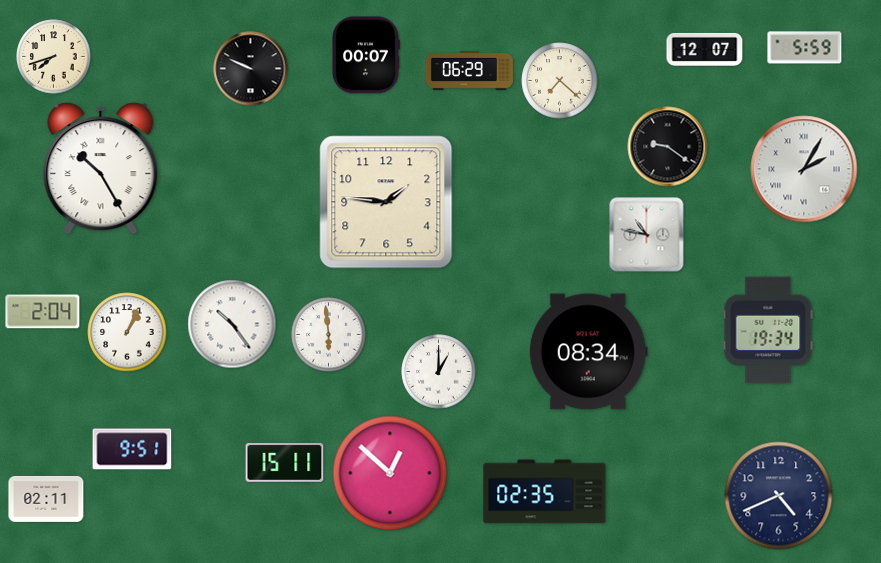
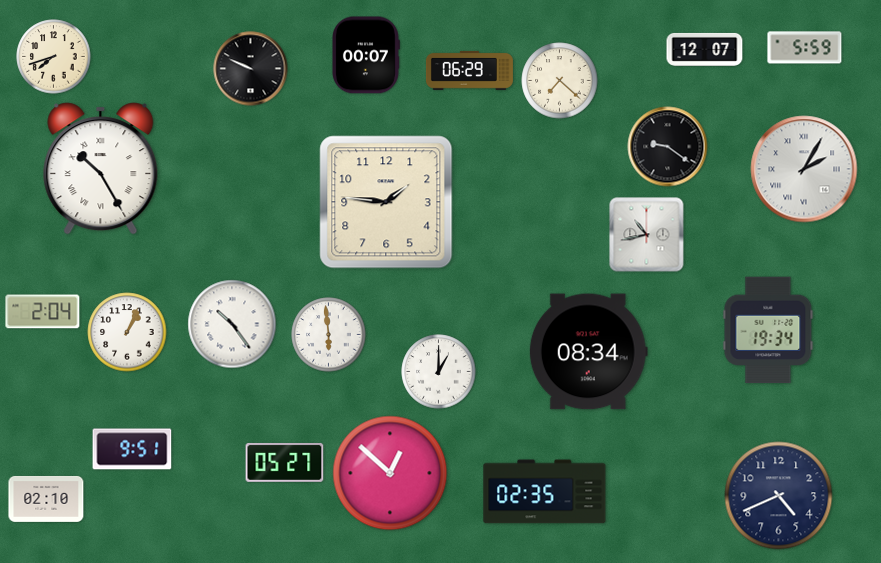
clock at (647, 235): 10:47 -> 10:43
clock at (285, 462): 15:11 -> 05:27
clock at (46, 499): 02:11 -> 02:10
